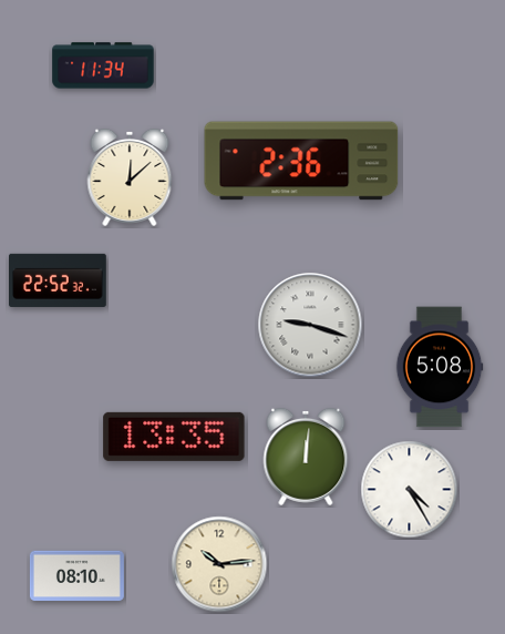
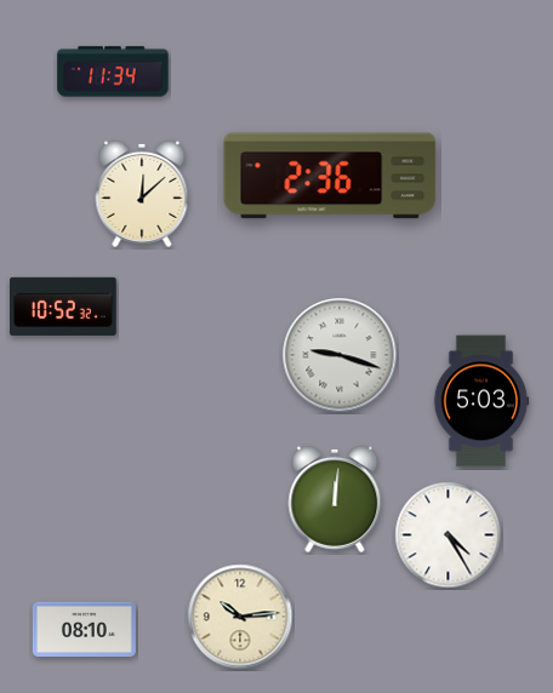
clock at (58, 280): 22:52 -> 10:52
clock at (440, 367): 5:08 -> 5:03
clock at (174, 437): 13:35 -> none
